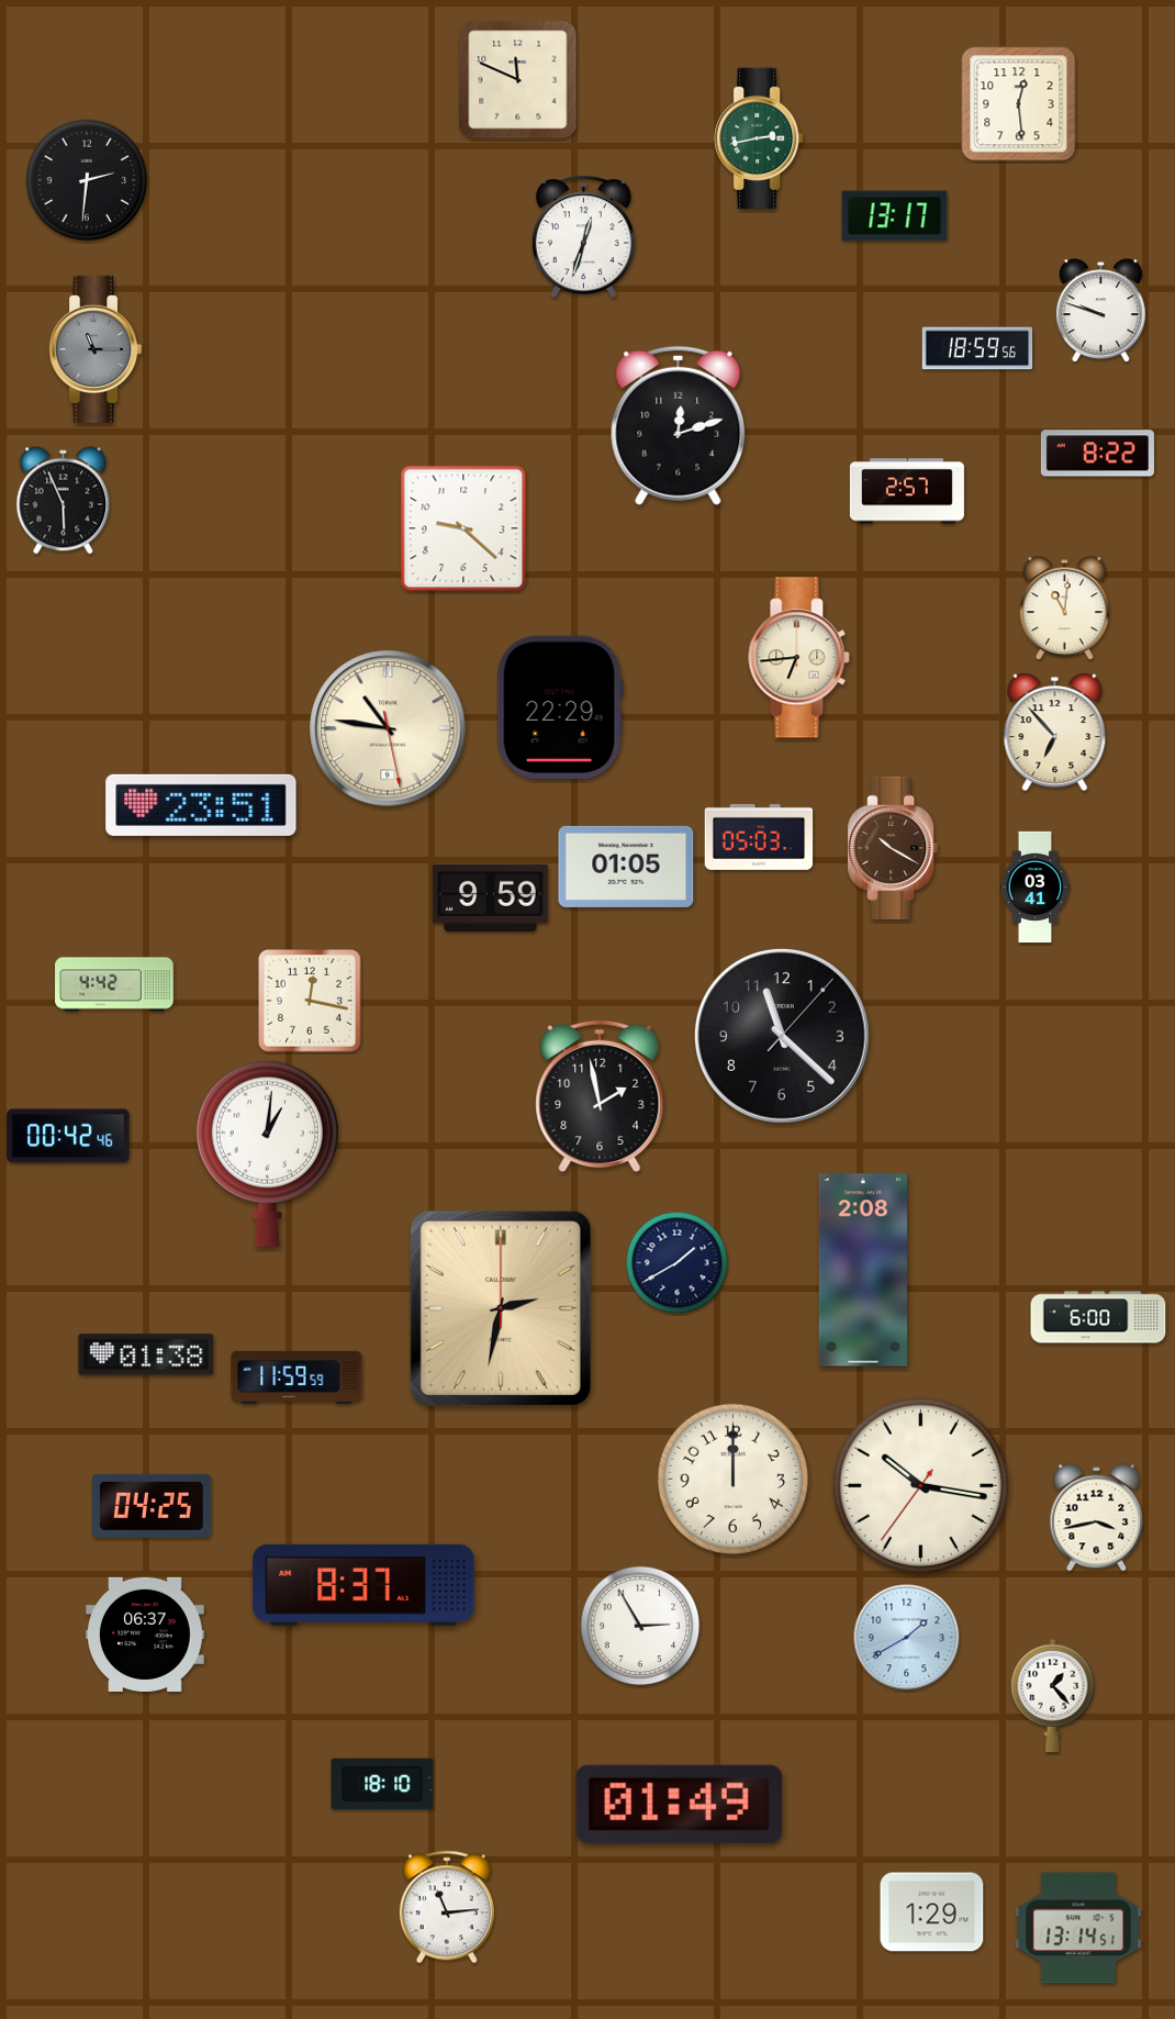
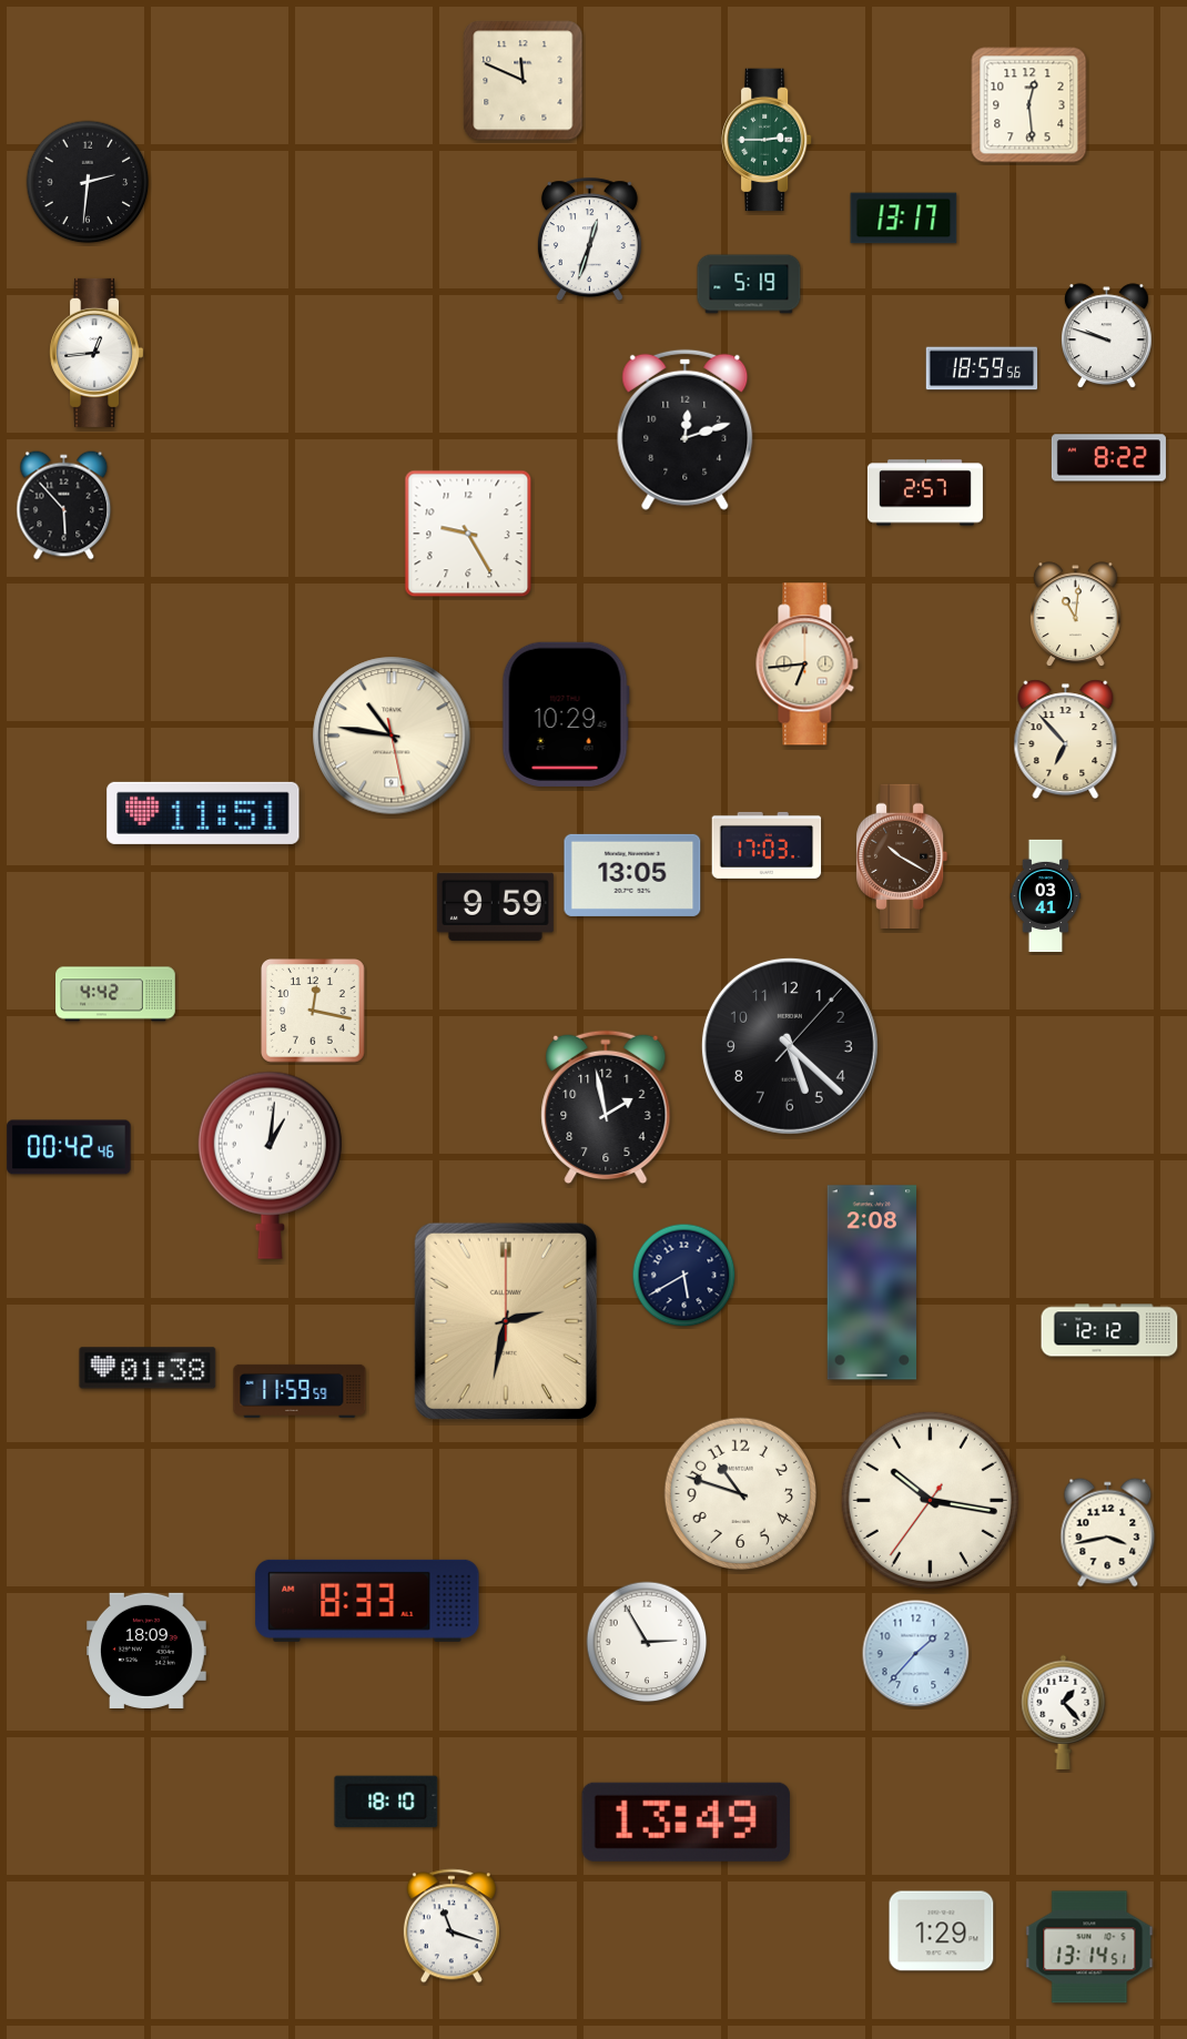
clock at (760, 138): 2:43 -> 2:45
clock at (749, 284): none -> 5:19
clock at (1101, 311) position: (1101, 311) -> (1107, 336)
clock at (977, 348) position: (977, 348) -> (982, 368)
clock at (96, 349): 11:15 -> 12:44
clock at (96, 349) dial: grey -> white
clock at (907, 491) position: (907, 491) -> (925, 493)
clock at (64, 501): 5:56 -> 5:53
clock at (463, 528): 9:22 -> 9:25
clock at (560, 707): 22:29 -> 10:29
clock at (201, 805): 23:51 -> 11:51
clock at (759, 837): 05:03 -> 17:03
clock at (626, 867): 01:05 -> 13:05
clock at (782, 1036): 11:22 -> 5:22
clock at (678, 1263): 1:40 -> 5:40
clock at (1098, 1317): 6:00 -> 12:12
clock at (732, 1479): 12:00 -> 10:48
clock at (153, 1506): 04:25 -> none
clock at (363, 1585): 8:37 -> 8:33
clock at (146, 1635): 06:37 -> 18:09
clock at (907, 1638): 1:40 -> 1:37
clock at (679, 1804): 01:49 -> 13:49
clock at (447, 1907): 11:14 -> 11:18
